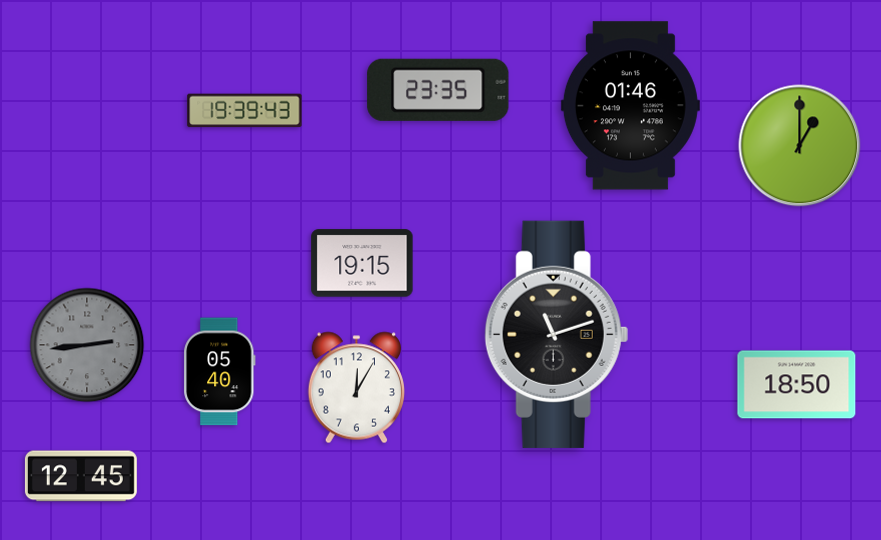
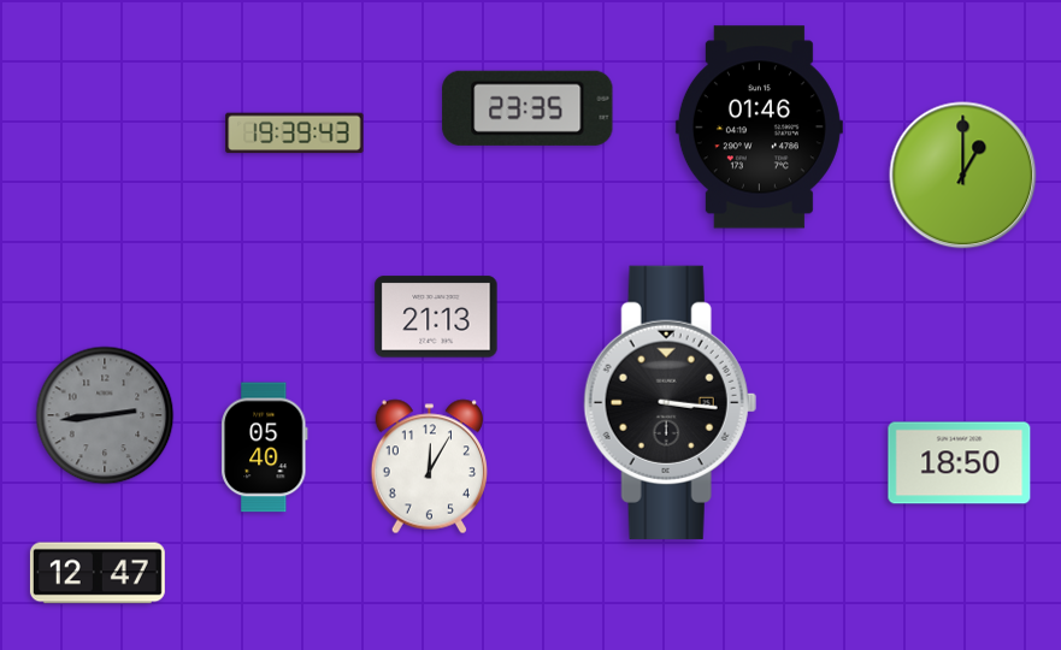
clock at (362, 263): 19:15 -> 21:13
clock at (556, 334): 11:12 -> 3:16
clock at (81, 476): 12:45 -> 12:47
